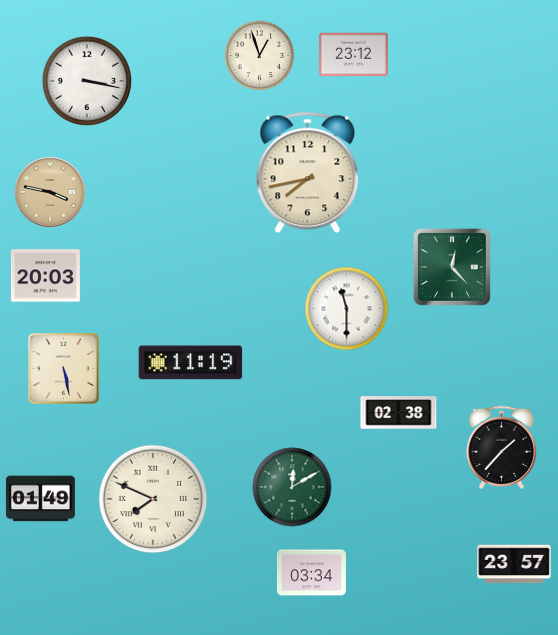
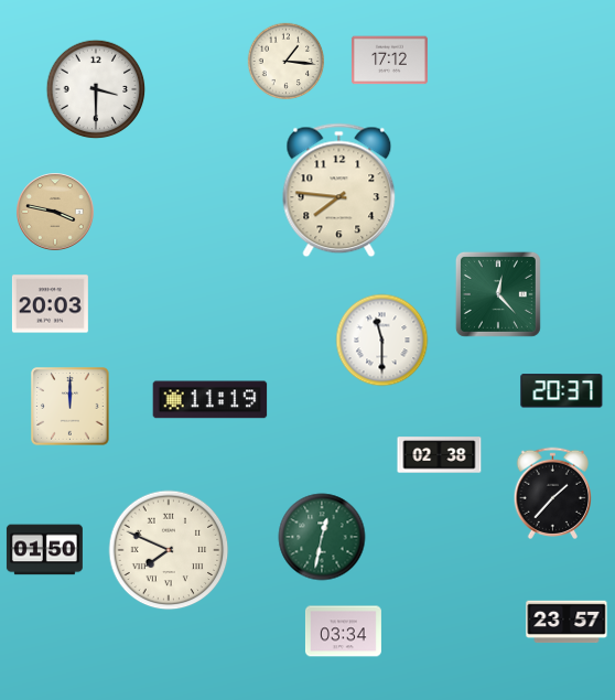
clock at (353, 55): 23:12 -> 17:12
clock at (260, 56): 12:57 -> 1:16
clock at (87, 81): 3:17 -> 3:30
clock at (308, 173): 7:43 -> 7:46
clock at (562, 391): none -> 20:37
clock at (64, 369): 5:28 -> 12:00
clock at (292, 487): 12:10 -> 12:32
clock at (40, 499): 01:49 -> 01:50
